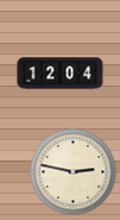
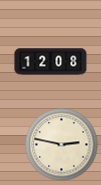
clock at (61, 74): 12:04 -> 12:08
